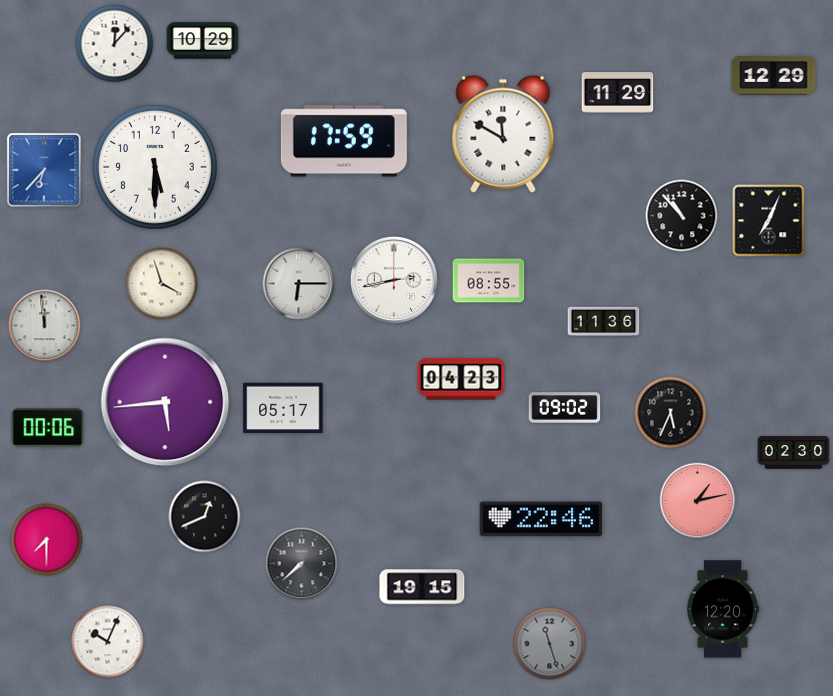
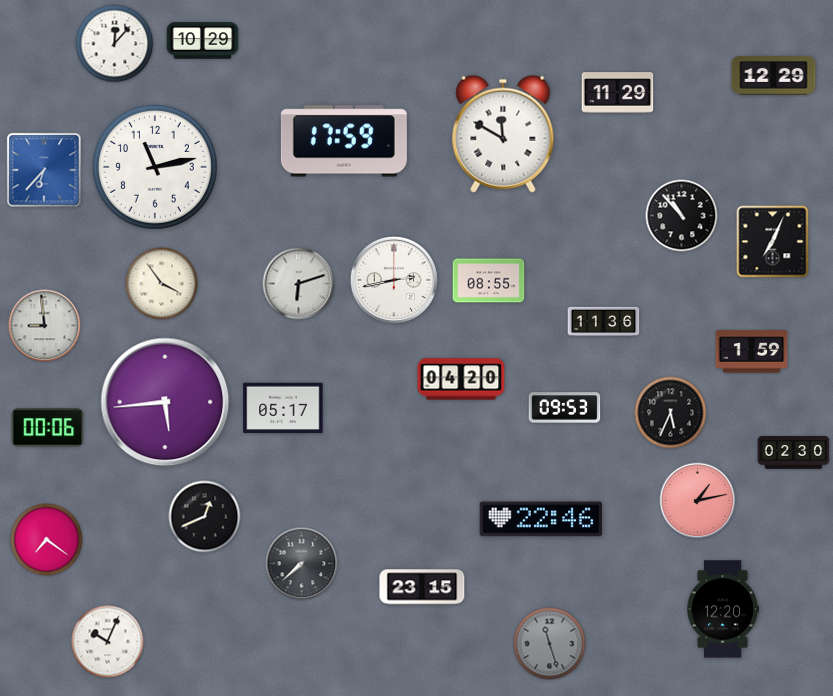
clock at (155, 167): 5:30 -> 11:13
clock at (769, 221) position: (769, 221) -> (773, 242)
clock at (162, 284): 3:57 -> 3:54
clock at (299, 284): 6:15 -> 6:12
clock at (45, 326): 11:59 -> 8:59
clock at (752, 352): none -> 1:59
clock at (461, 379): 04:23 -> 04:20
clock at (565, 408): 09:02 -> 09:53
clock at (47, 540): 7:30 -> 7:21
clock at (422, 587): 19:15 -> 23:15
